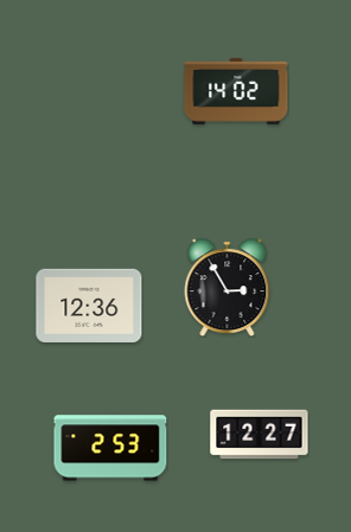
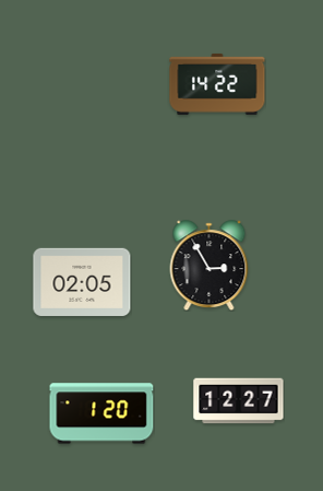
clock at (236, 91): 14:02 -> 14:22
clock at (89, 306): 12:36 -> 02:05
clock at (110, 448): 2:53 -> 1:20
